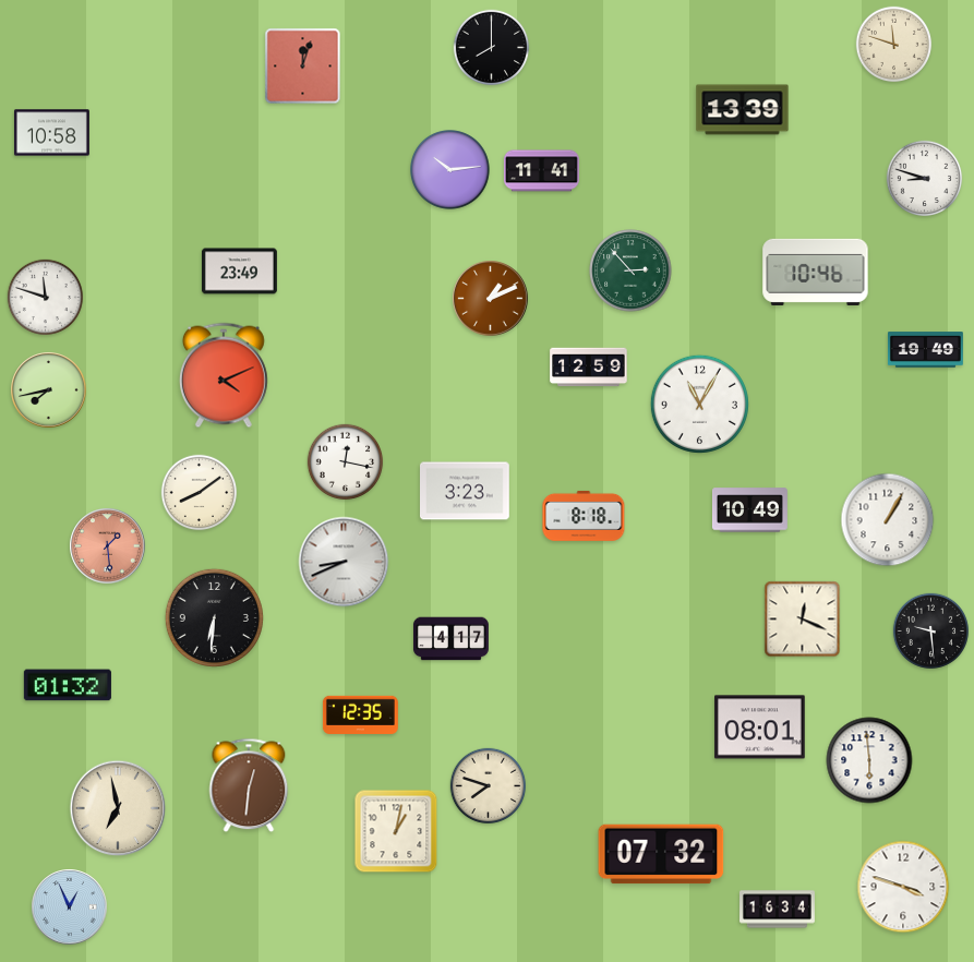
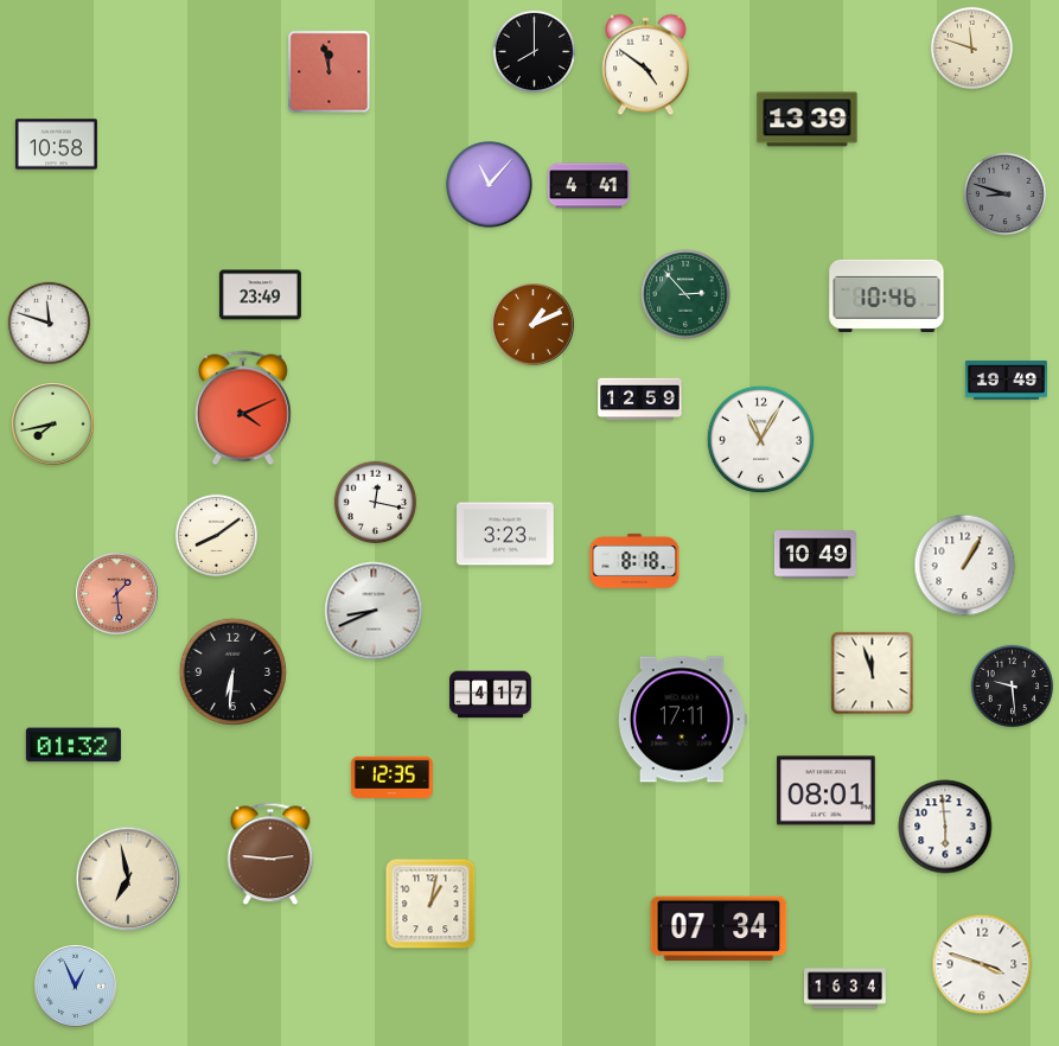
clock at (646, 65): none -> 4:51
clock at (303, 67): 12:03 -> 11:58
clock at (450, 170): 10:14 -> 11:07
clock at (541, 171): 11:41 -> 4:41
clock at (925, 179) dial: white -> grey
clock at (803, 620): 12:19 -> 11:57
clock at (682, 720): none -> 17:11
clock at (249, 785): 12:31 -> 2:46
clock at (489, 786): 7:48 -> none
clock at (661, 854): 07:32 -> 07:34
